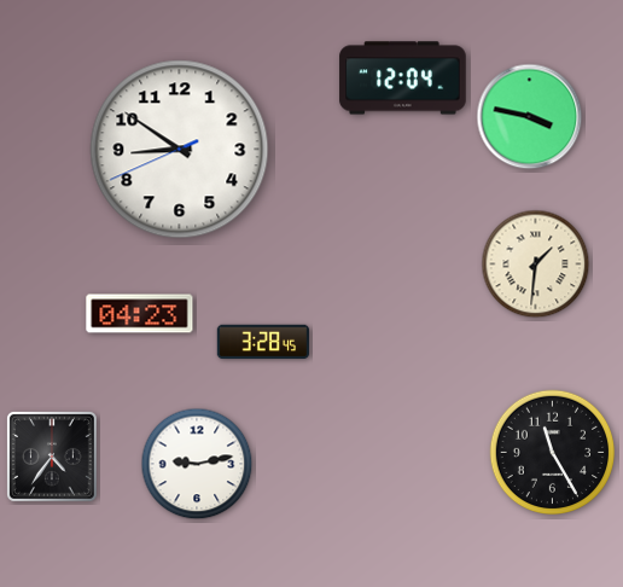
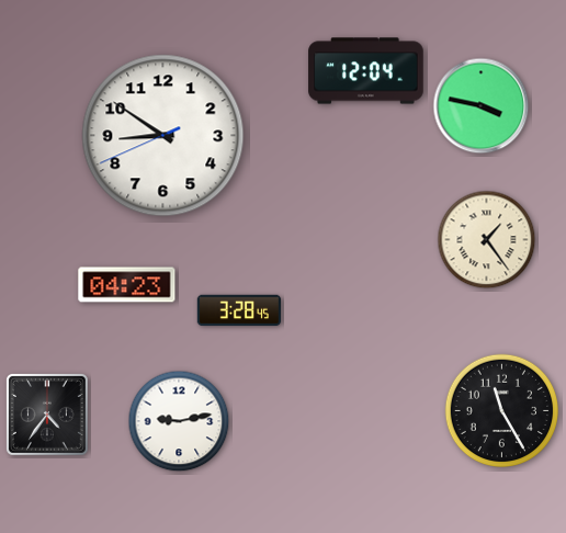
clock at (536, 265): 1:31 -> 1:24
